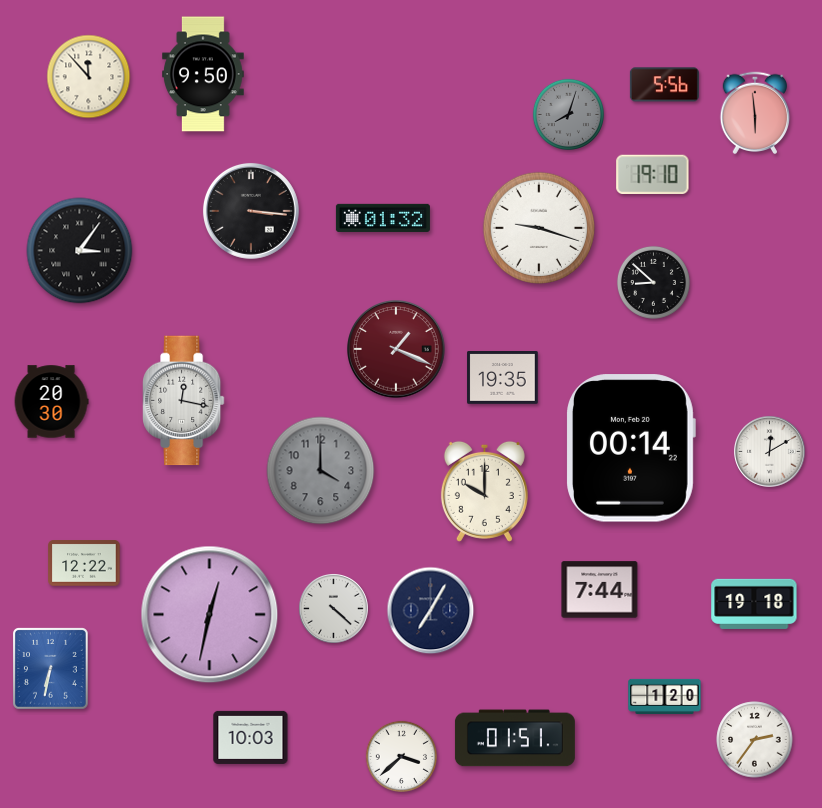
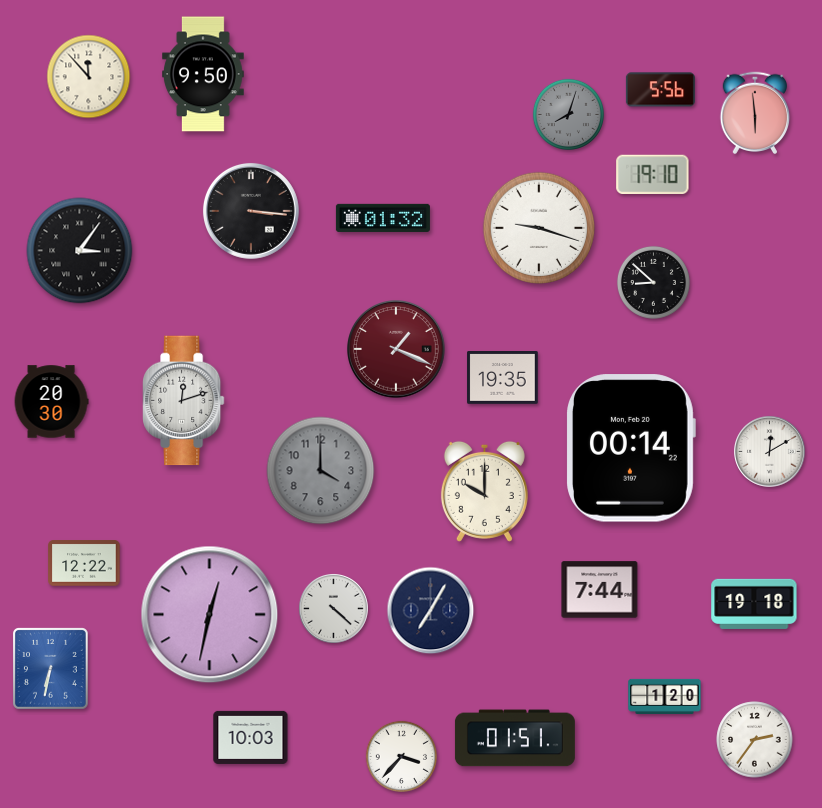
clock at (664, 85) position: (664, 85) -> (660, 90)
clock at (183, 401): 12:17 -> 12:12
clock at (401, 756): 3:38 -> 3:37
